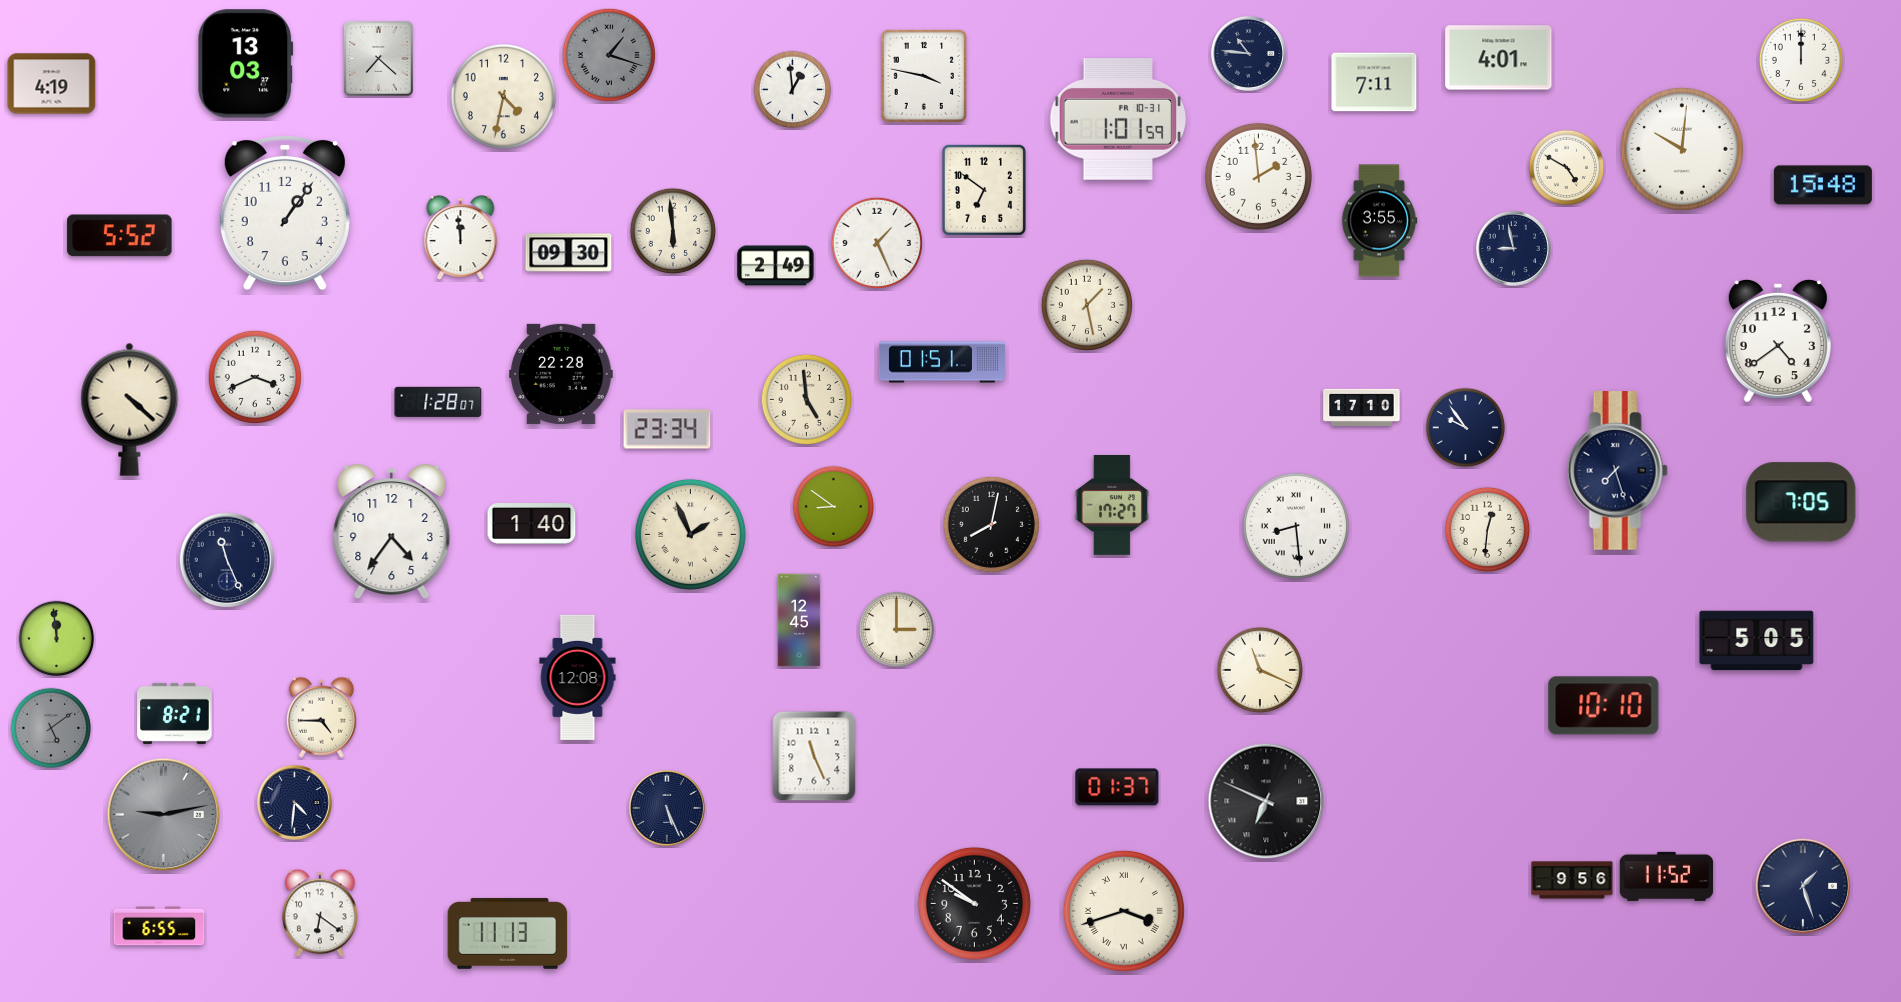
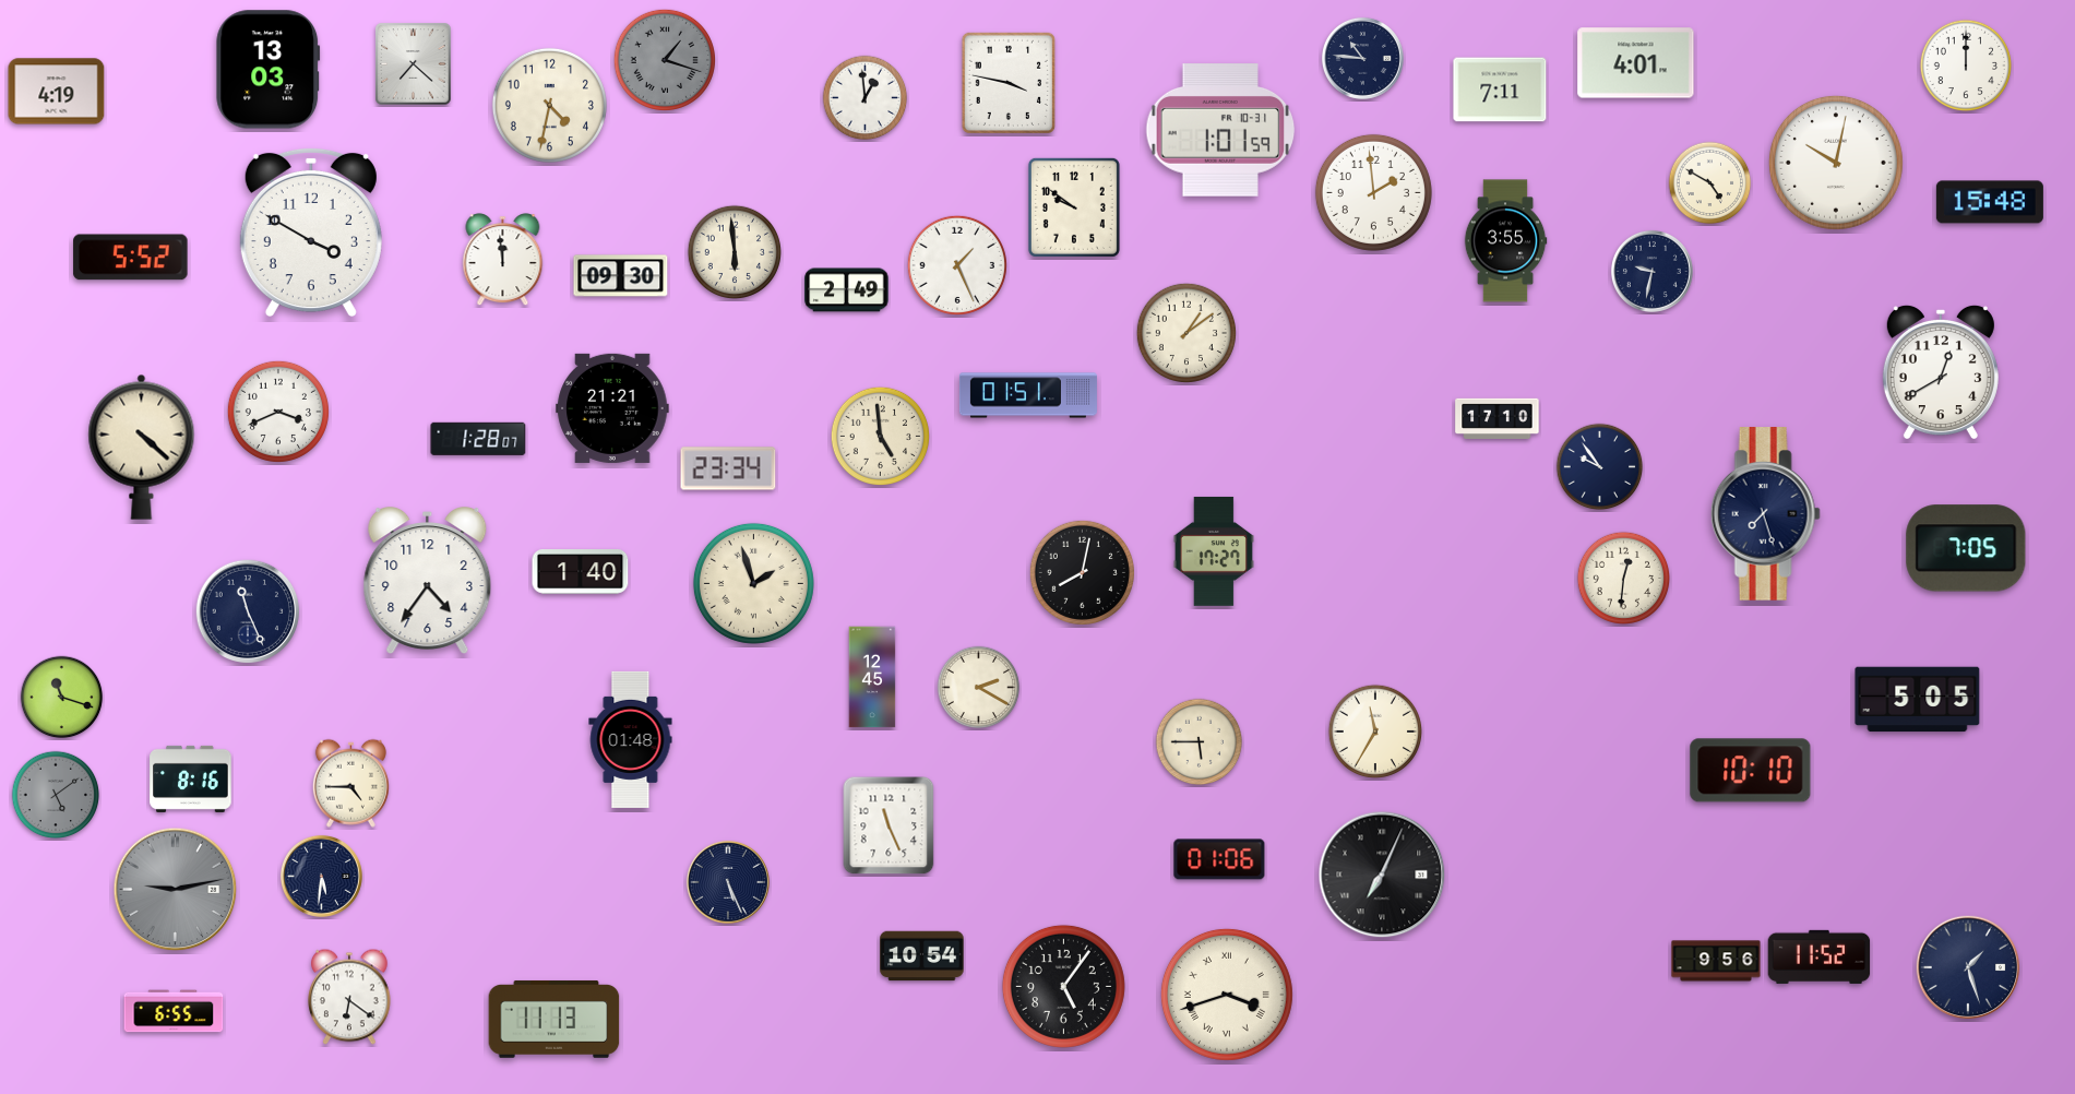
clock at (1682, 149): 10:01 -> 10:02
clock at (984, 190): 6:51 -> 9:51
clock at (285, 213): 1:06 -> 3:50
clock at (1513, 248): 8:58 -> 9:32
clock at (1086, 304): 1:28 -> 1:09
clock at (1778, 341): 4:39 -> 12:40
clock at (561, 374): 22:28 -> 21:21
clock at (1362, 407) position: (1362, 407) -> (1498, 418)
clock at (834, 507): 8:51 -> none
clock at (1296, 526): 8:29 -> none
clock at (690, 534): 1:56 -> 1:57
clock at (897, 630): 3:00 -> 2:20
clock at (57, 639): 11:59 -> 11:18
clock at (1260, 670): 11:19 -> 11:35
clock at (578, 677): 12:08 -> 01:48
clock at (1200, 742): none -> 5:45
clock at (175, 713): 8:21 -> 8:16
clock at (1117, 787): 01:37 -> 01:06
clock at (1266, 801): 6:49 -> 7:04
clock at (294, 802): 4:31 -> 5:31
clock at (164, 815) position: (164, 815) -> (176, 890)
clock at (922, 956): none -> 10:54
clock at (974, 903): 9:51 -> 5:06
